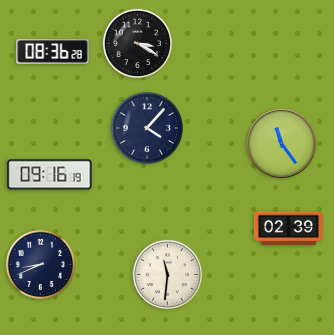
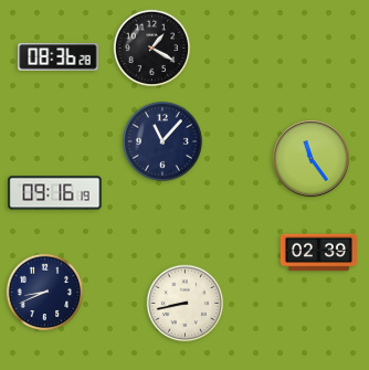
clock at (138, 44): 3:20 -> 1:20
clock at (147, 128): 4:07 -> 11:07
clock at (168, 275): 11:31 -> 8:43
